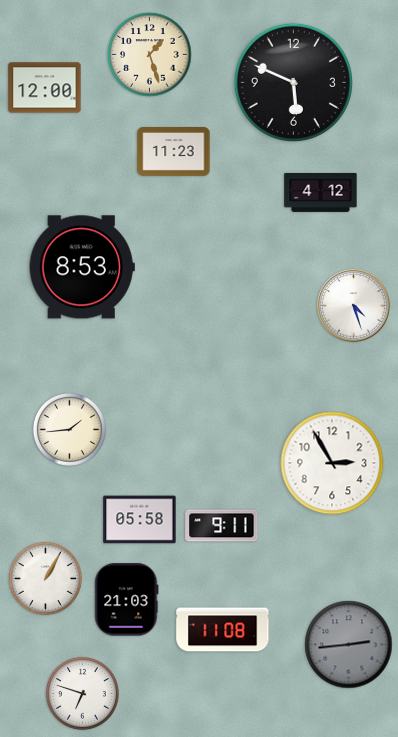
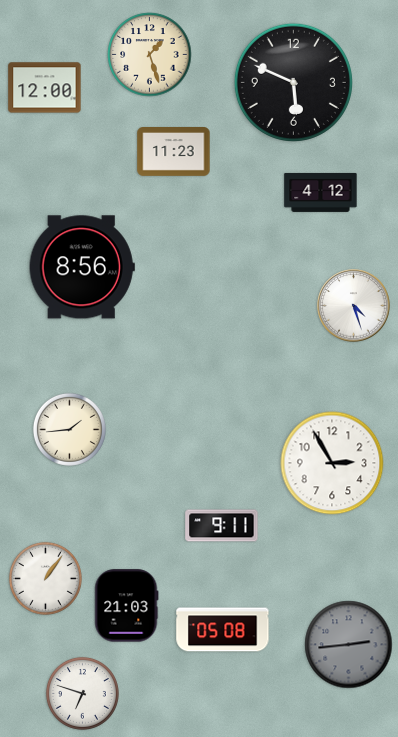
clock at (82, 267): 8:53 -> 8:56
clock at (140, 520): 05:58 -> none
clock at (45, 578): 1:05 -> 1:06
clock at (127, 600) position: (127, 600) -> (127, 606)
clock at (223, 630): 11:08 -> 05:08
